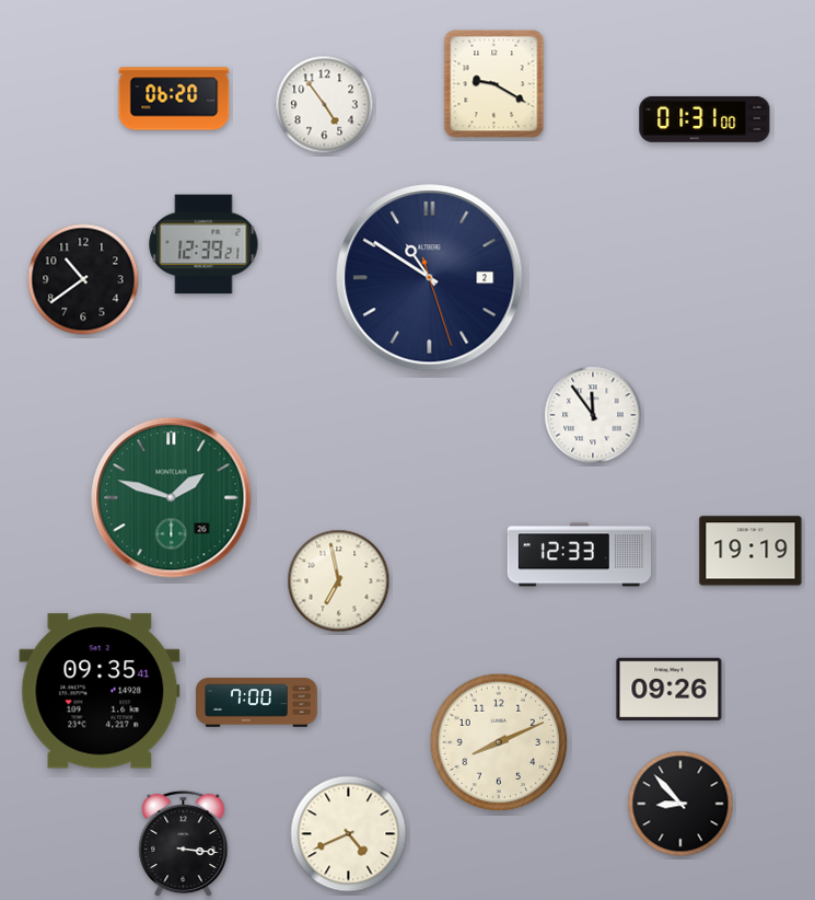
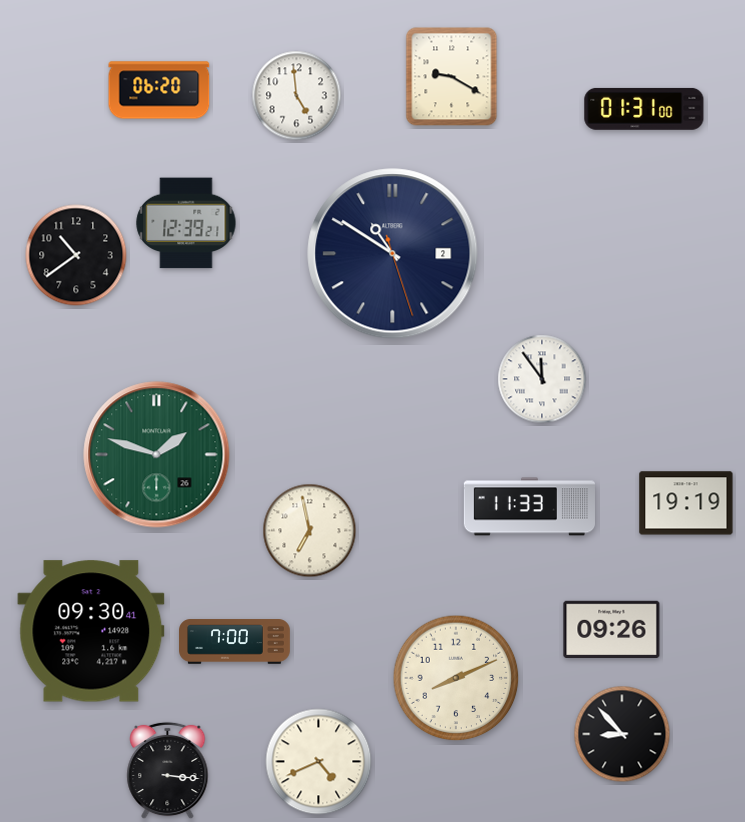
clock at (325, 105): 4:54 -> 4:59
clock at (579, 555): 12:33 -> 11:33
clock at (100, 691): 09:35 -> 09:30
